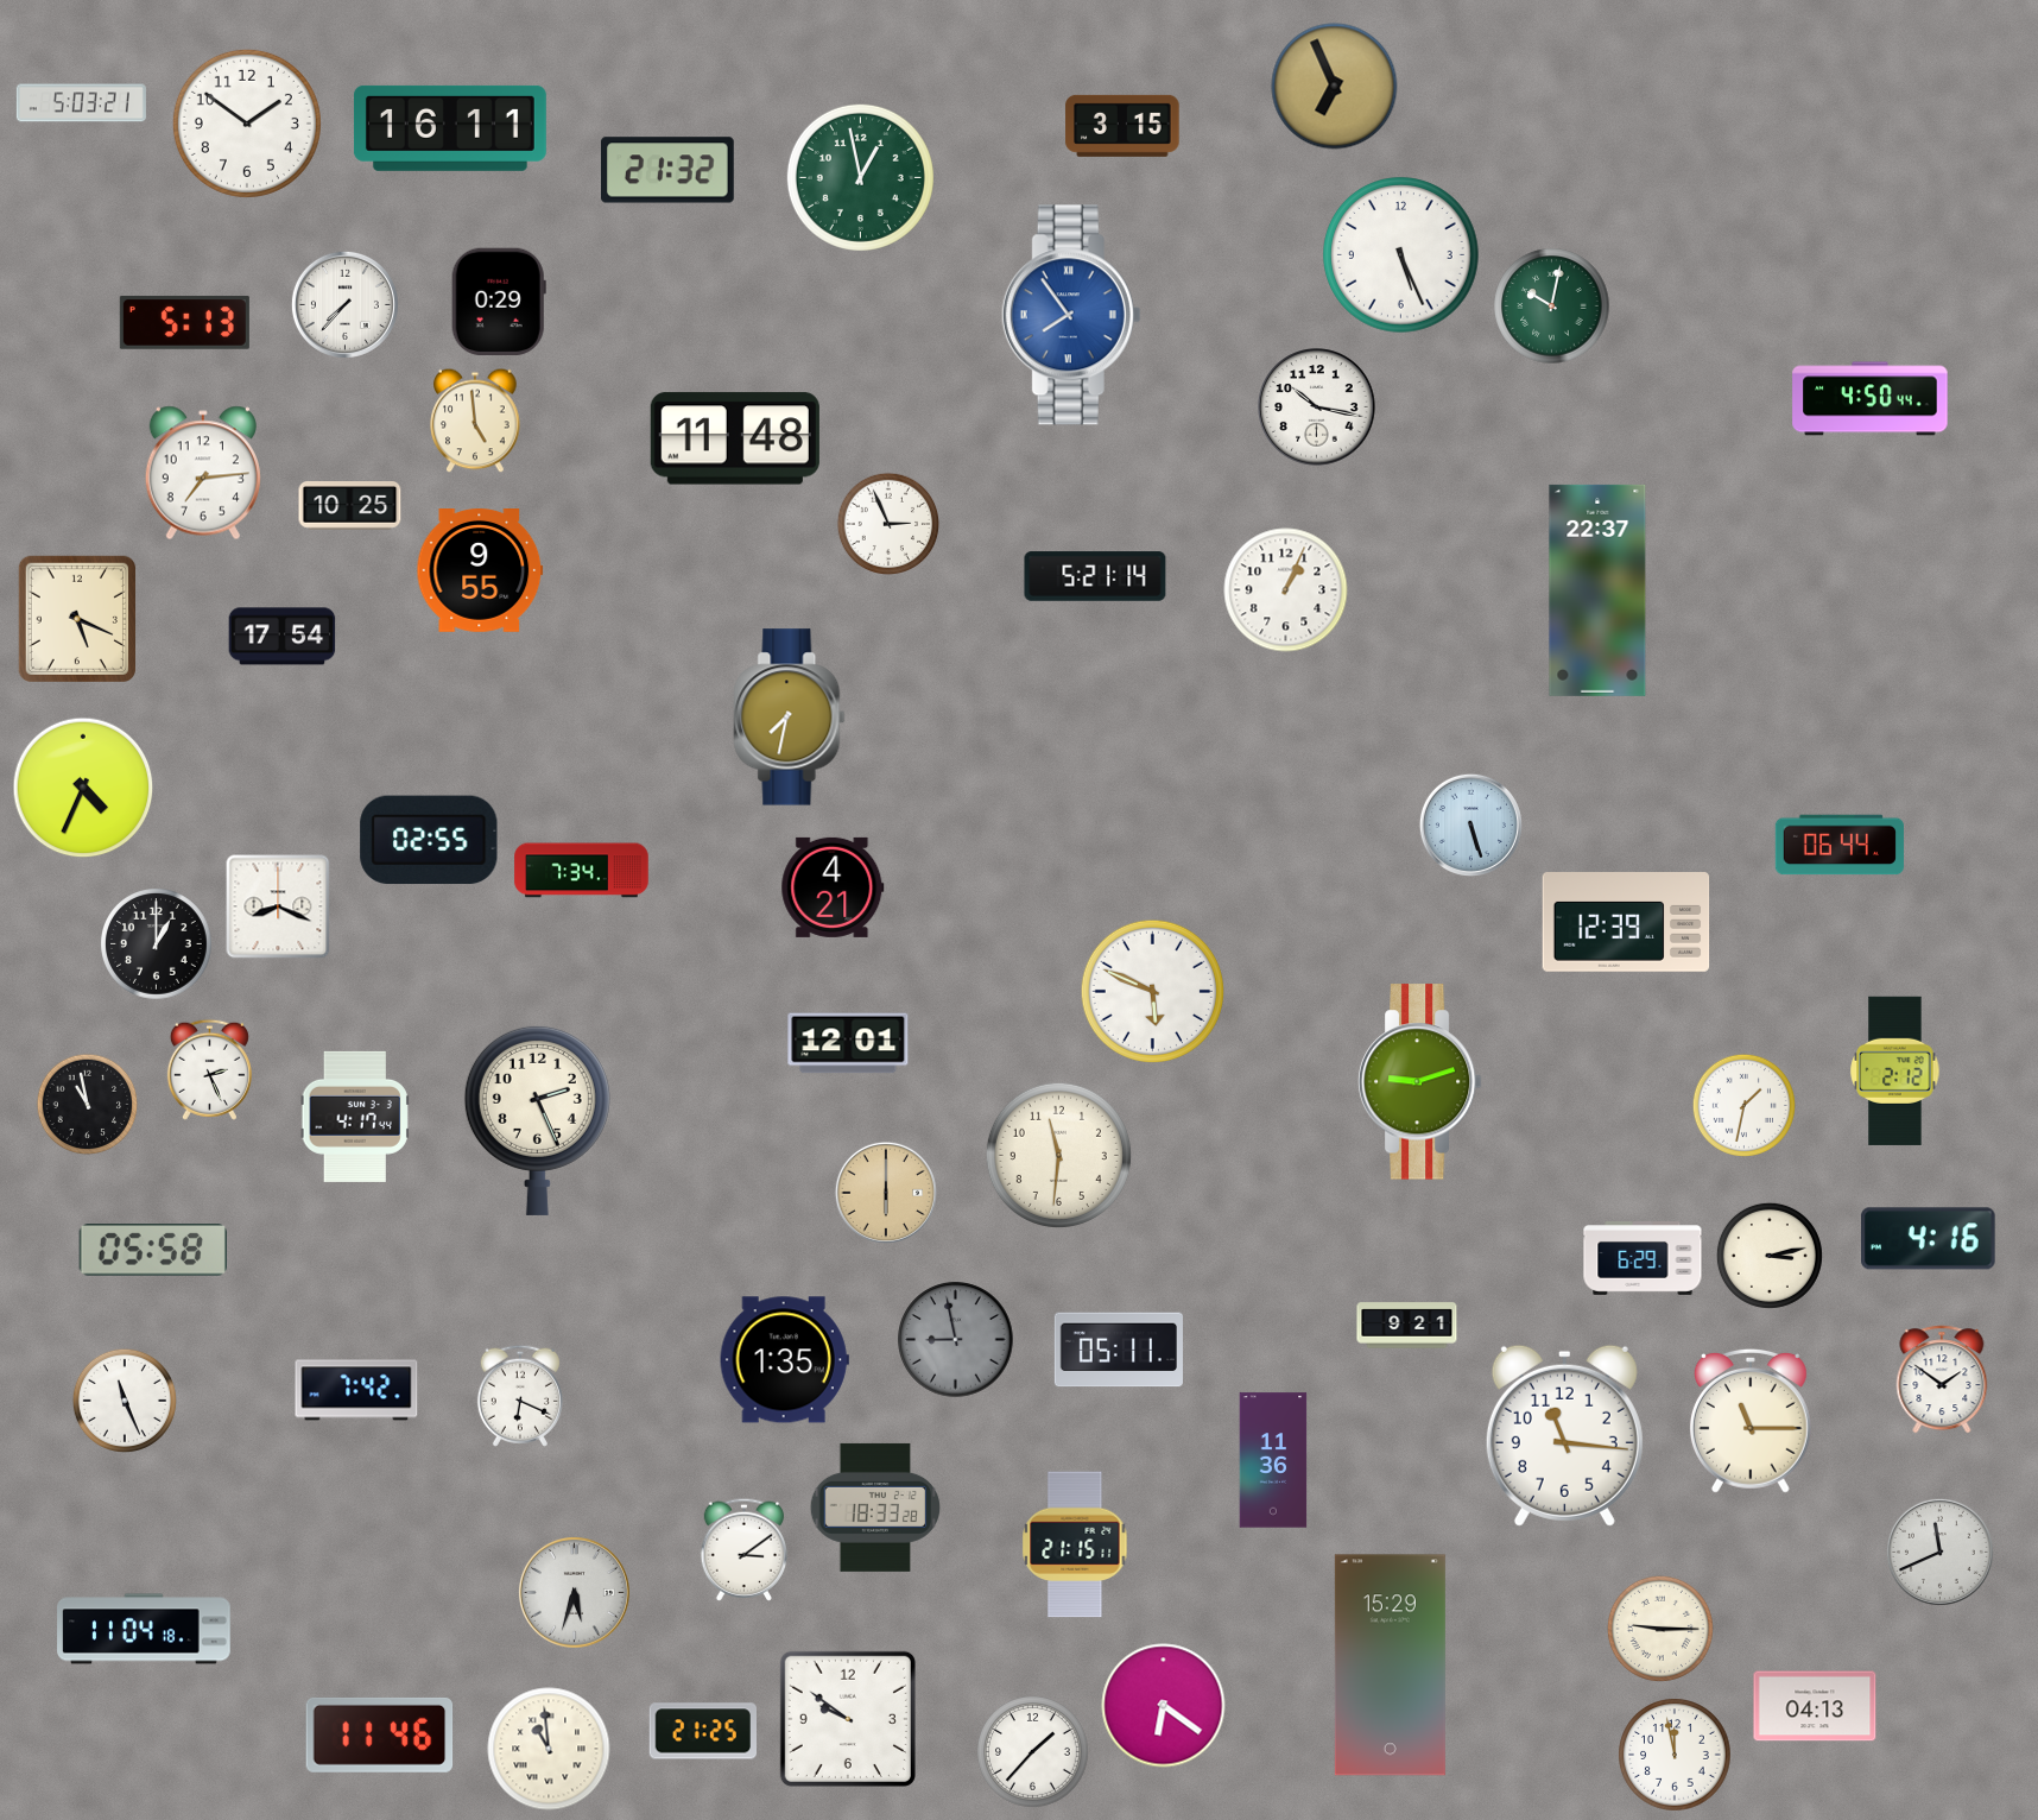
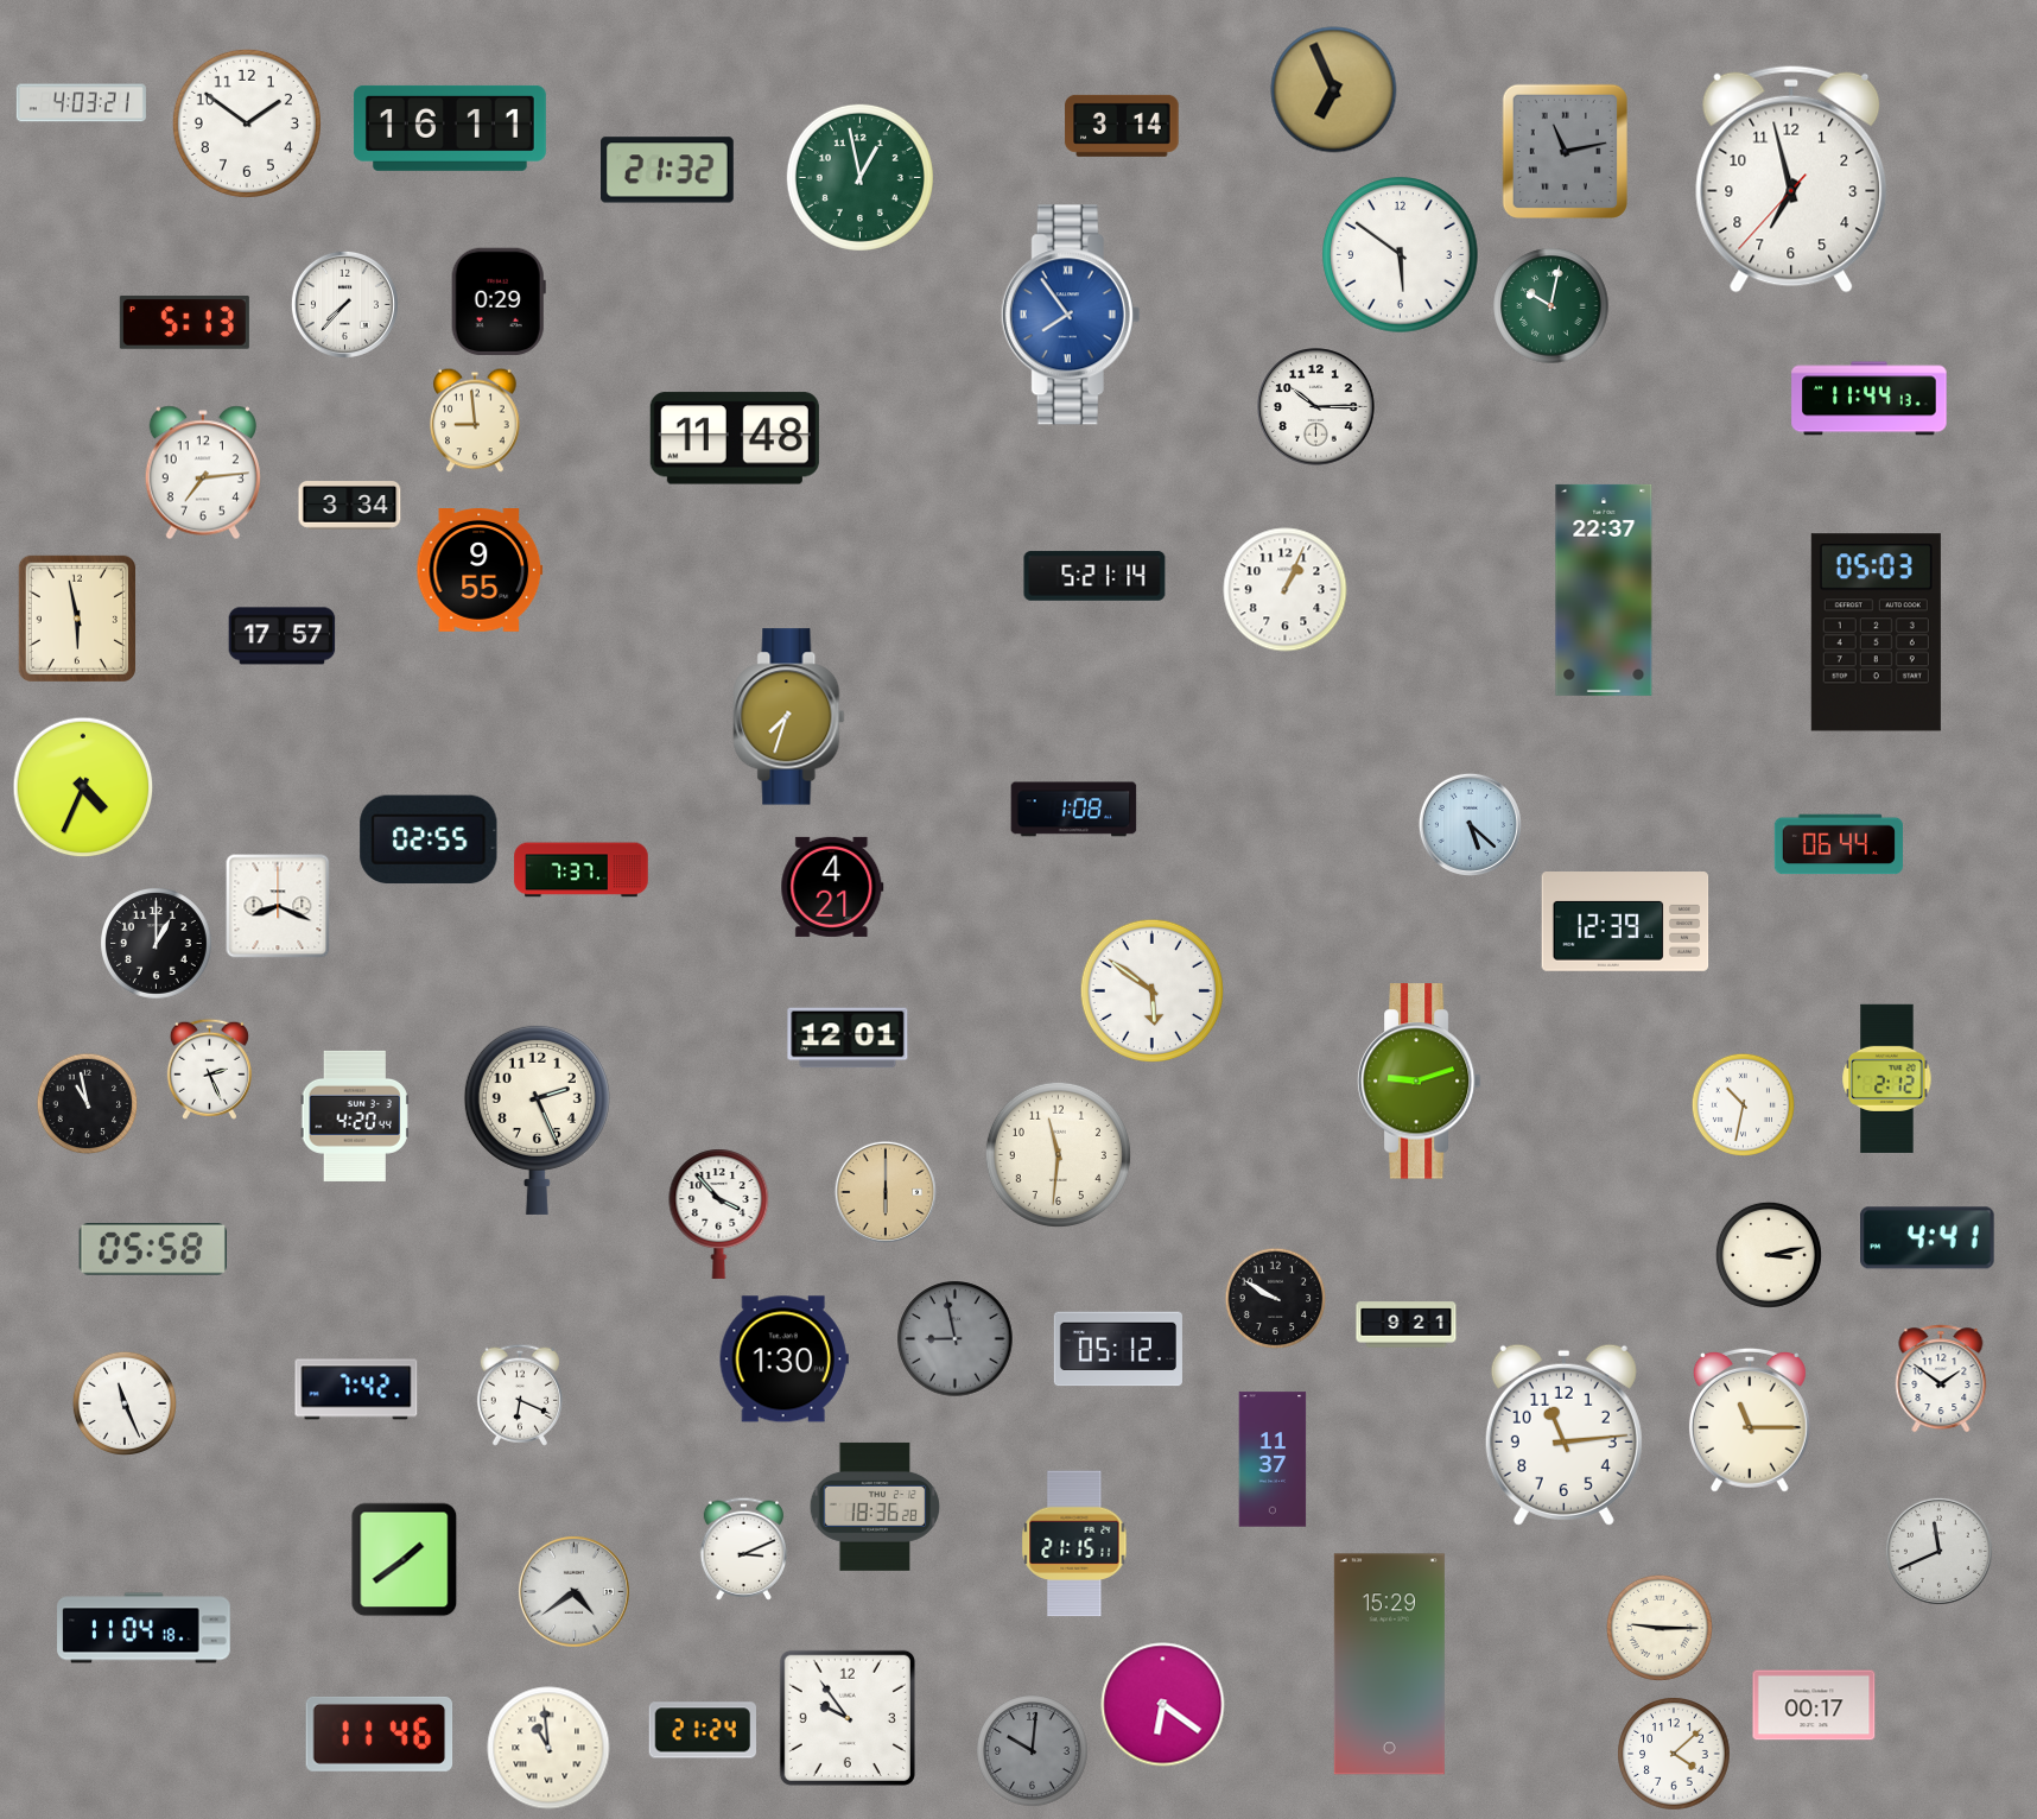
clock at (1335, 87) position: (1335, 87) -> (1334, 90)
clock at (81, 103): 5:03 -> 4:03
clock at (1122, 126): 3:15 -> 3:14
clock at (1565, 151): none -> 11:13
clock at (1791, 179): none -> 6:57
clock at (1401, 255): 5:26 -> 5:51
clock at (1871, 399): 4:50 -> 11:44
clock at (1317, 407): 10:17 -> 10:15
clock at (475, 421): 4:59 -> 8:59
clock at (350, 506): 10:25 -> 3:34
clock at (888, 524): 2:56 -> none
clock at (1597, 590) position: (1597, 590) -> (1604, 590)
clock at (76, 618): 5:19 -> 5:58
clock at (1876, 633): none -> 05:03
clock at (283, 637): 17:54 -> 17:57
clock at (790, 718): 7:32 -> 7:33
clock at (1074, 810): none -> 1:08
clock at (1470, 824): 5:27 -> 5:22
clock at (582, 871): 7:34 -> 7:37
clock at (1152, 991): 5:49 -> 5:51
clock at (848, 1043) position: (848, 1043) -> (848, 1038)
clock at (1895, 1070) position: (1895, 1070) -> (1887, 1078)
clock at (1743, 1105): 1:32 -> 10:32
clock at (355, 1117): 4:17 -> 4:20
clock at (719, 1213): none -> 3:53
clock at (1929, 1239): 4:16 -> 4:41
clock at (1643, 1258): 6:29 -> none
clock at (1276, 1299): none -> 9:50
clock at (1119, 1350): 05:11 -> 05:12
clock at (784, 1360): 1:35 -> 1:30
clock at (125, 1401) position: (125, 1401) -> (125, 1403)
clock at (1564, 1435): 11:16 -> 11:14
clock at (1273, 1460): 11:36 -> 11:37
clock at (875, 1508): 18:33 -> 18:36
clock at (743, 1549): 3:09 -> 3:11
clock at (405, 1560): none -> 1:39
clock at (574, 1592): 5:33 -> 4:39
clock at (1815, 1706): 04:13 -> 00:17
clock at (848, 1719): 9:51 -> 9:54
clock at (702, 1731): 21:25 -> 21:24
clock at (1033, 1752): 1:37 -> 10:01
clock at (1033, 1752) dial: white -> grey
clock at (1675, 1755): 11:58 -> 4:08
